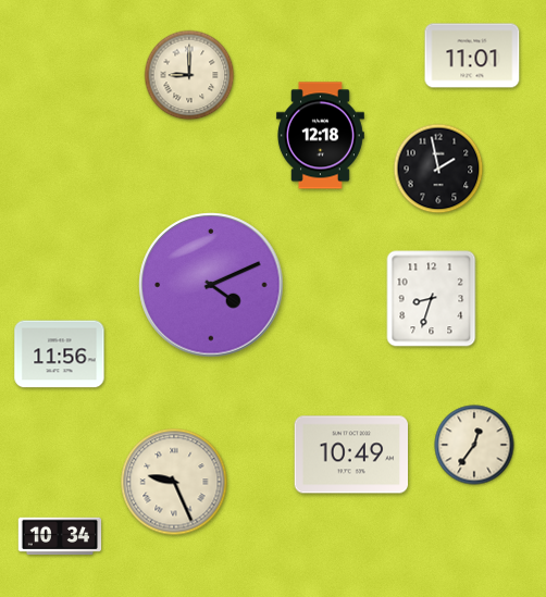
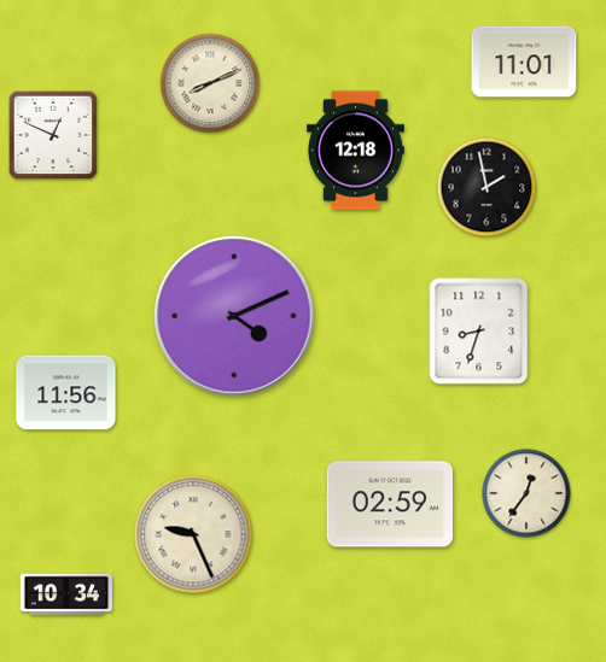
clock at (189, 75): 9:00 -> 8:11
clock at (53, 135): none -> 12:49
clock at (351, 455): 10:49 -> 02:59
